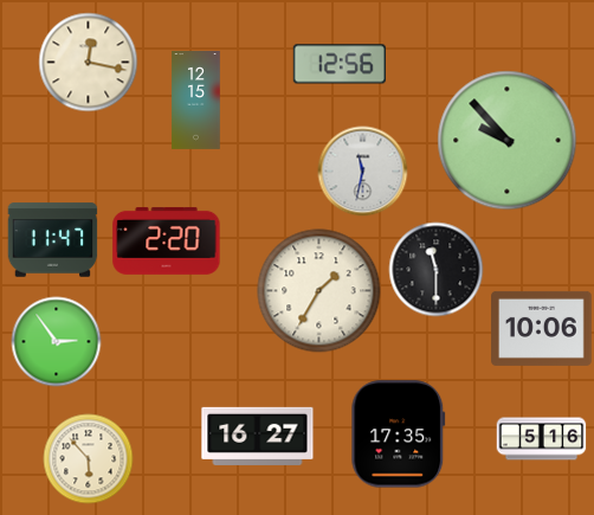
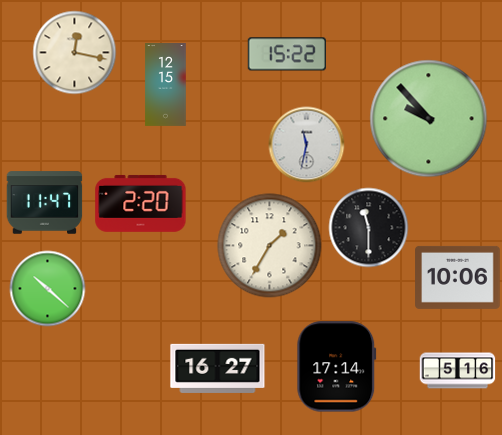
clock at (340, 64): 12:56 -> 15:22
clock at (57, 342): 2:54 -> 10:22
clock at (399, 434): 17:35 -> 17:14
clock at (89, 459): 5:53 -> none
